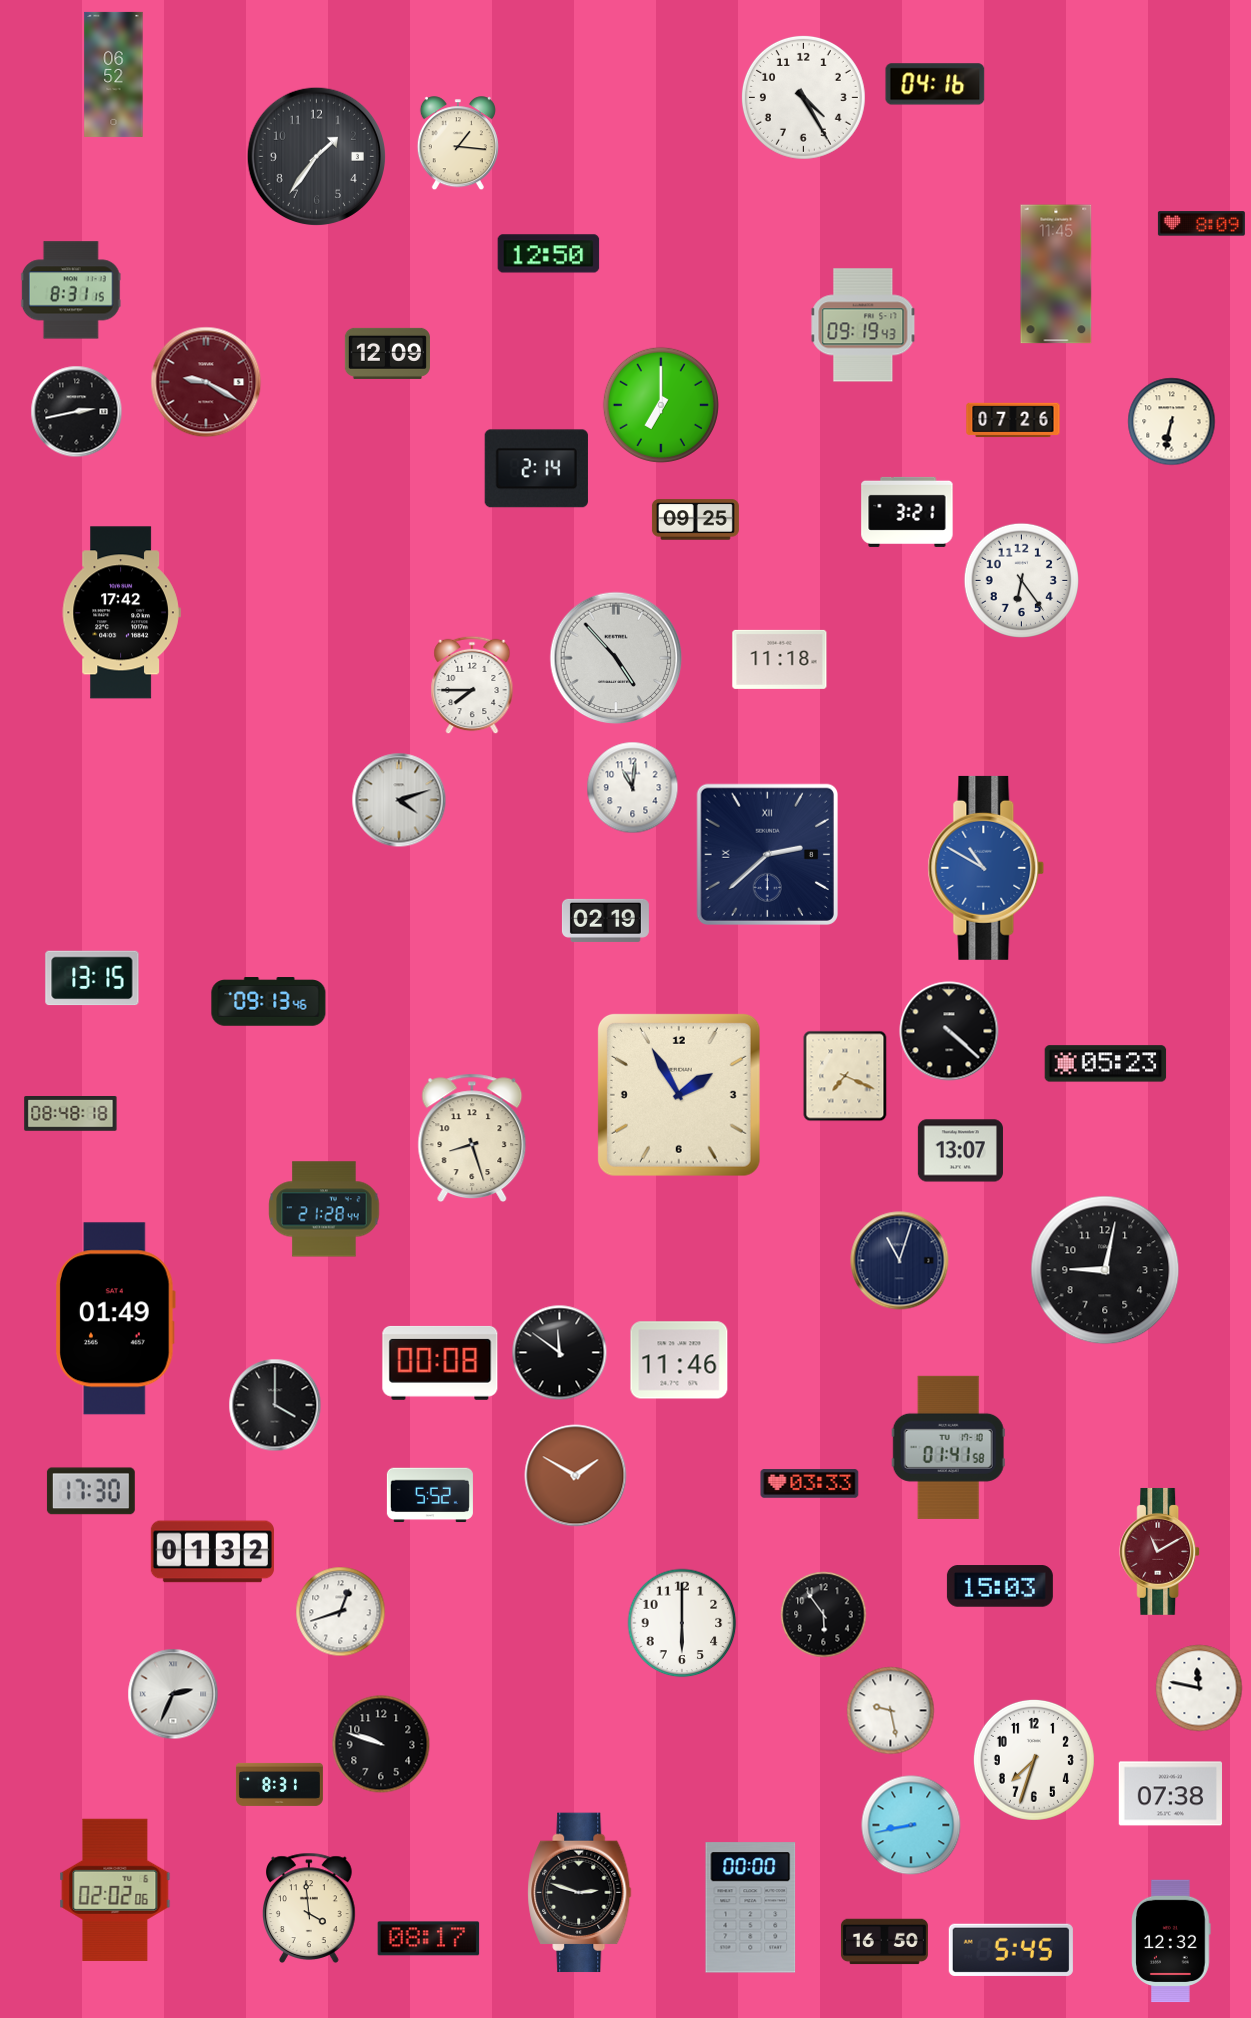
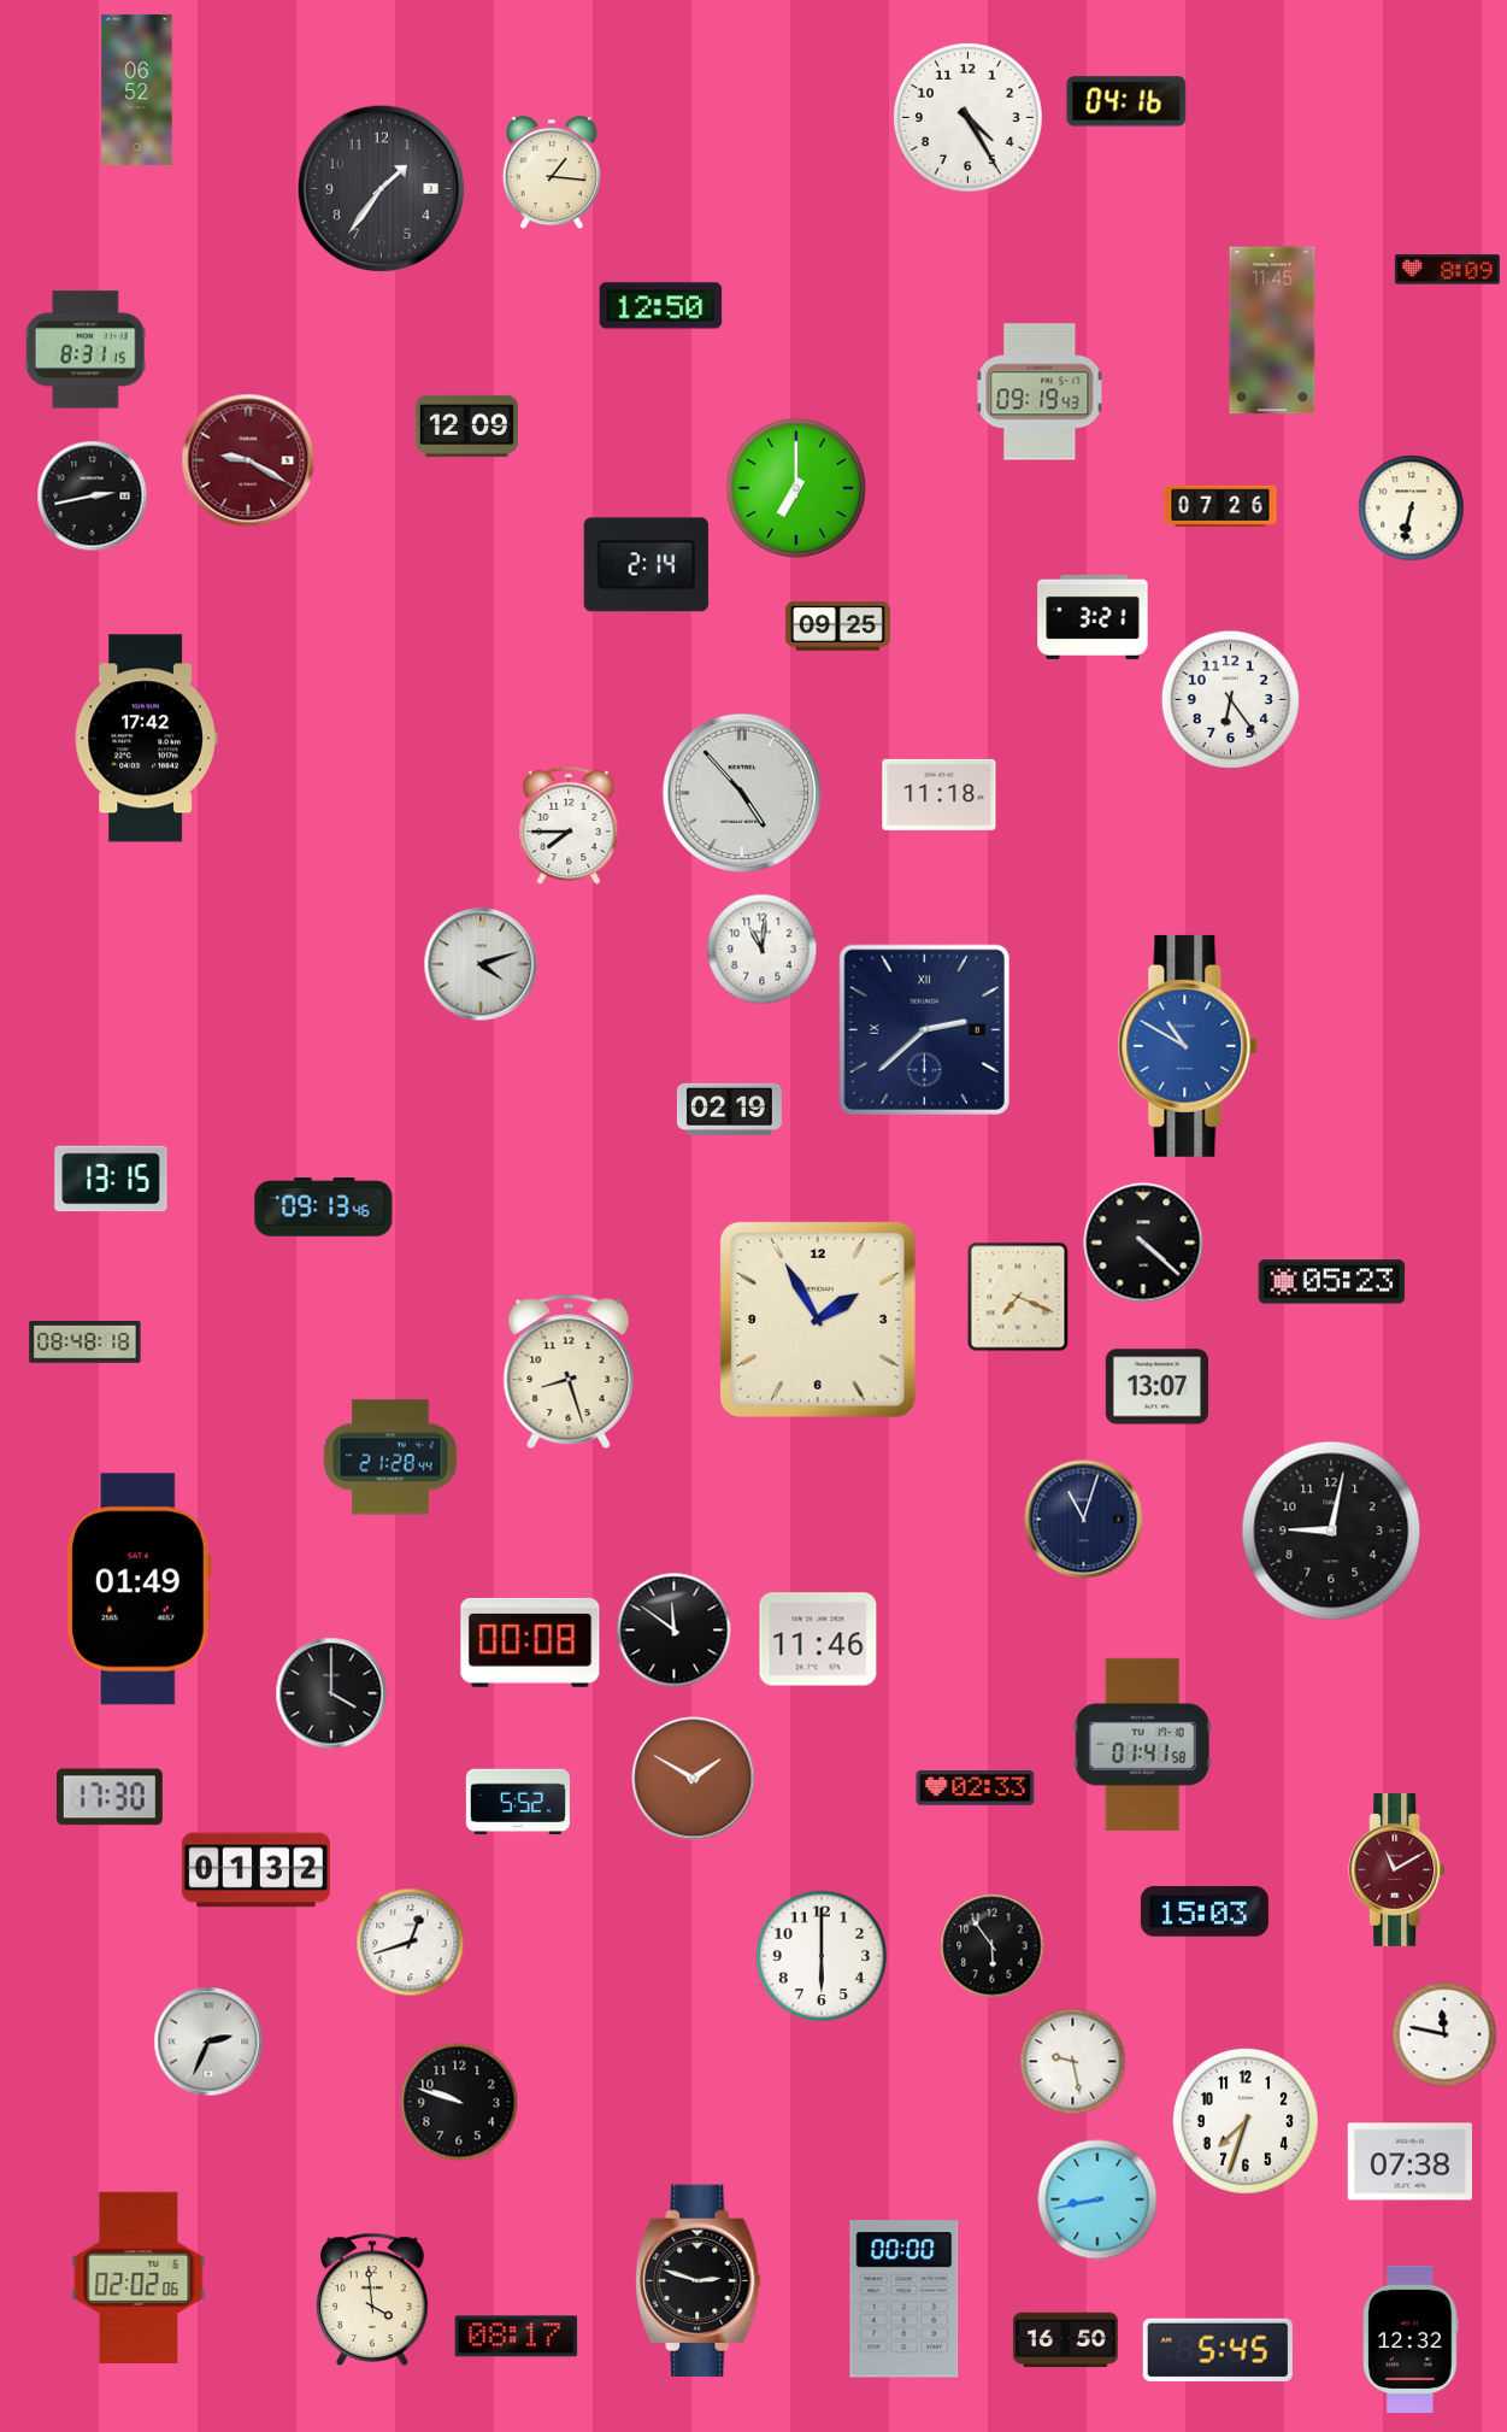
clock at (810, 1484): 03:33 -> 02:33
clock at (279, 1784): 8:31 -> none
